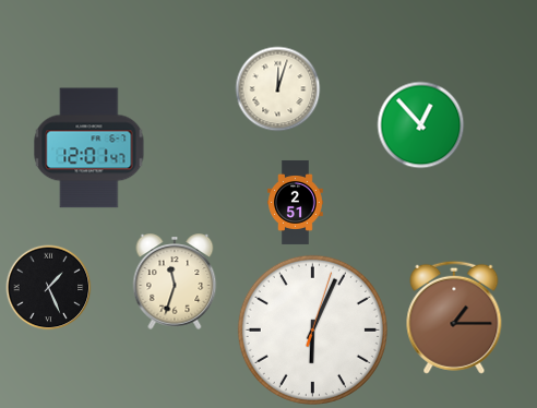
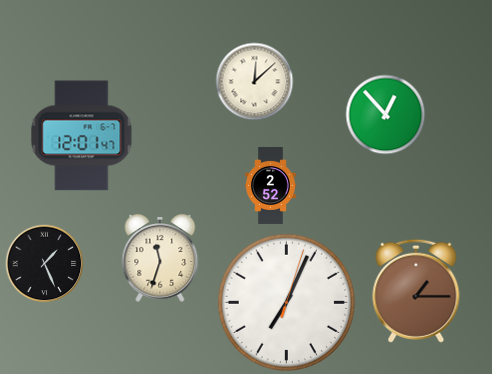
clock at (277, 88): 12:03 -> 12:08
clock at (296, 202): 2:51 -> 2:52
clock at (312, 329): 6:04 -> 7:04
